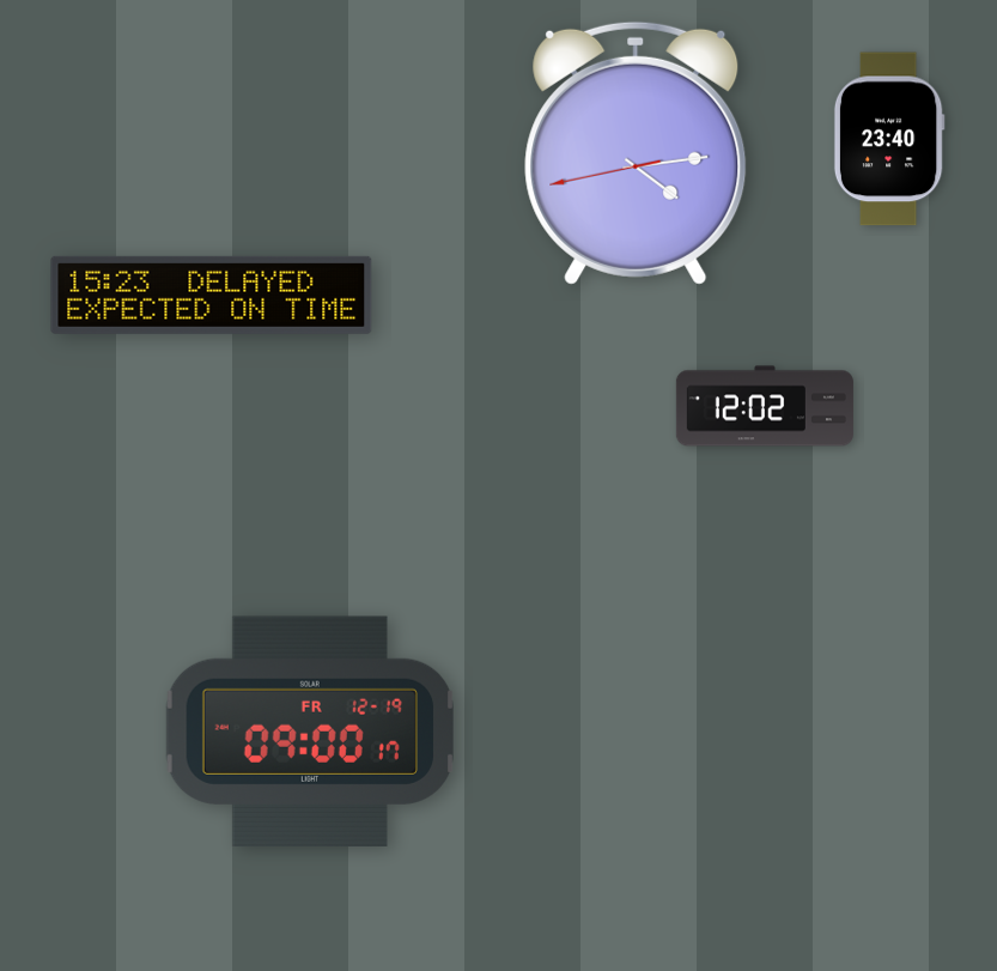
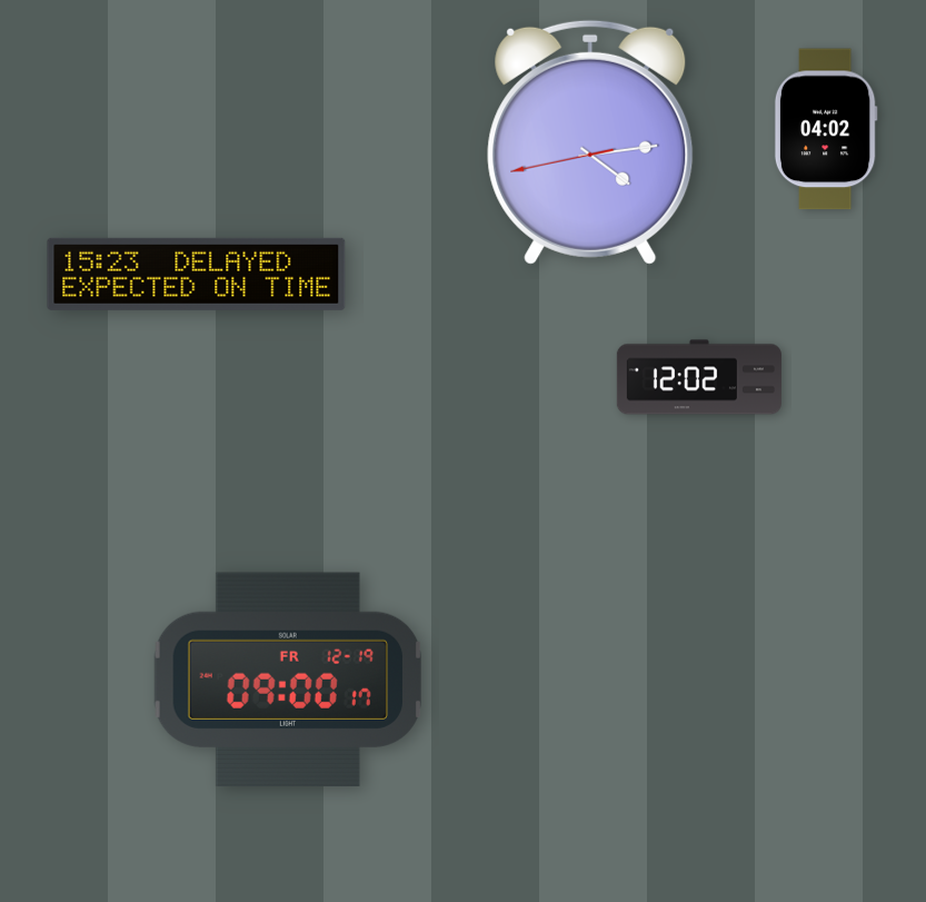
clock at (889, 139): 23:40 -> 04:02
clock at (765, 406) position: (765, 406) -> (699, 377)
